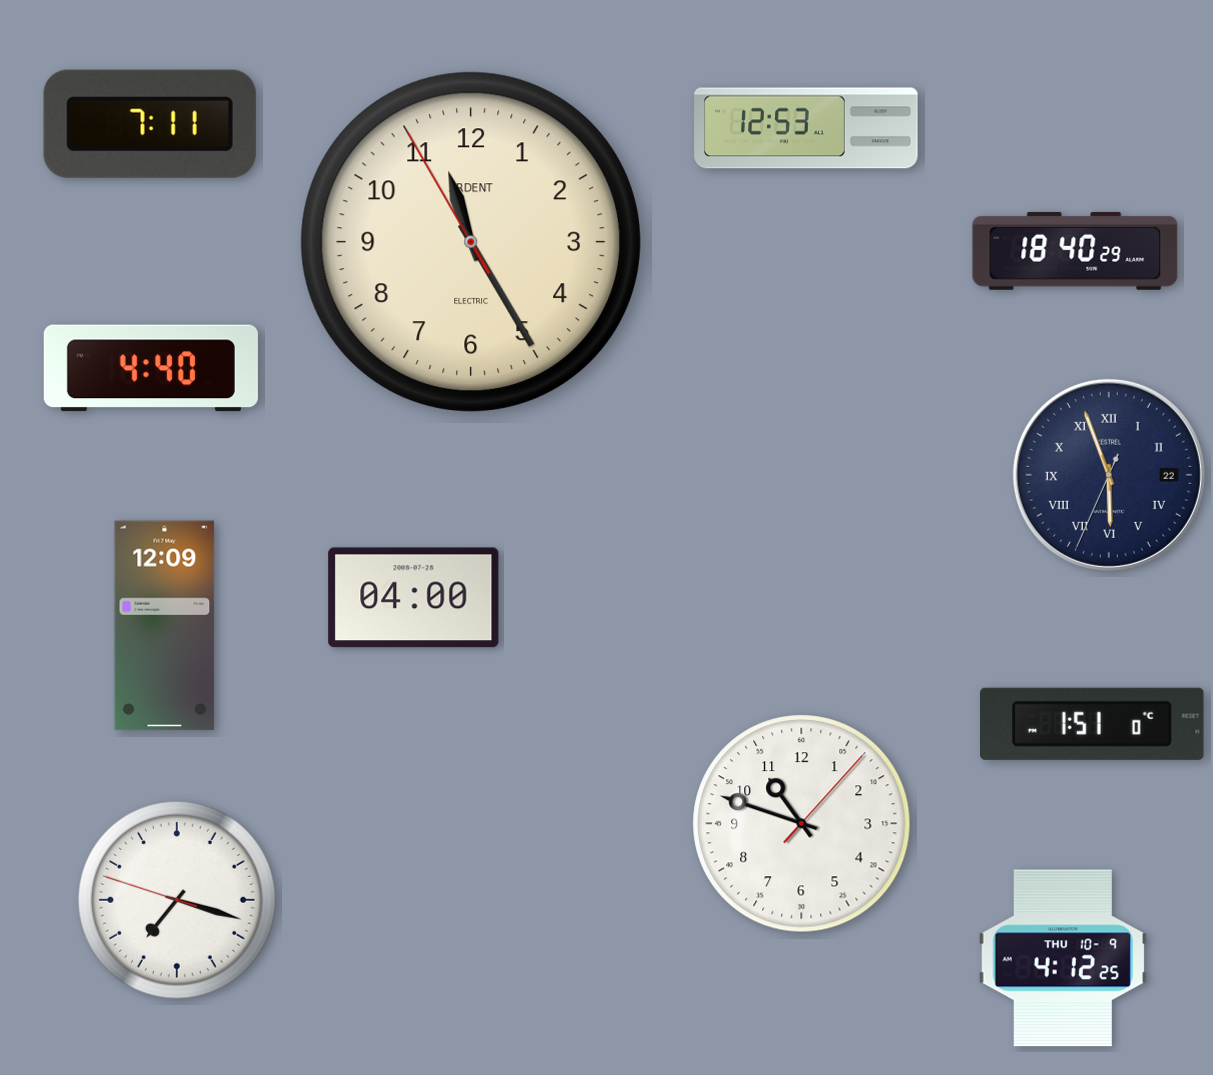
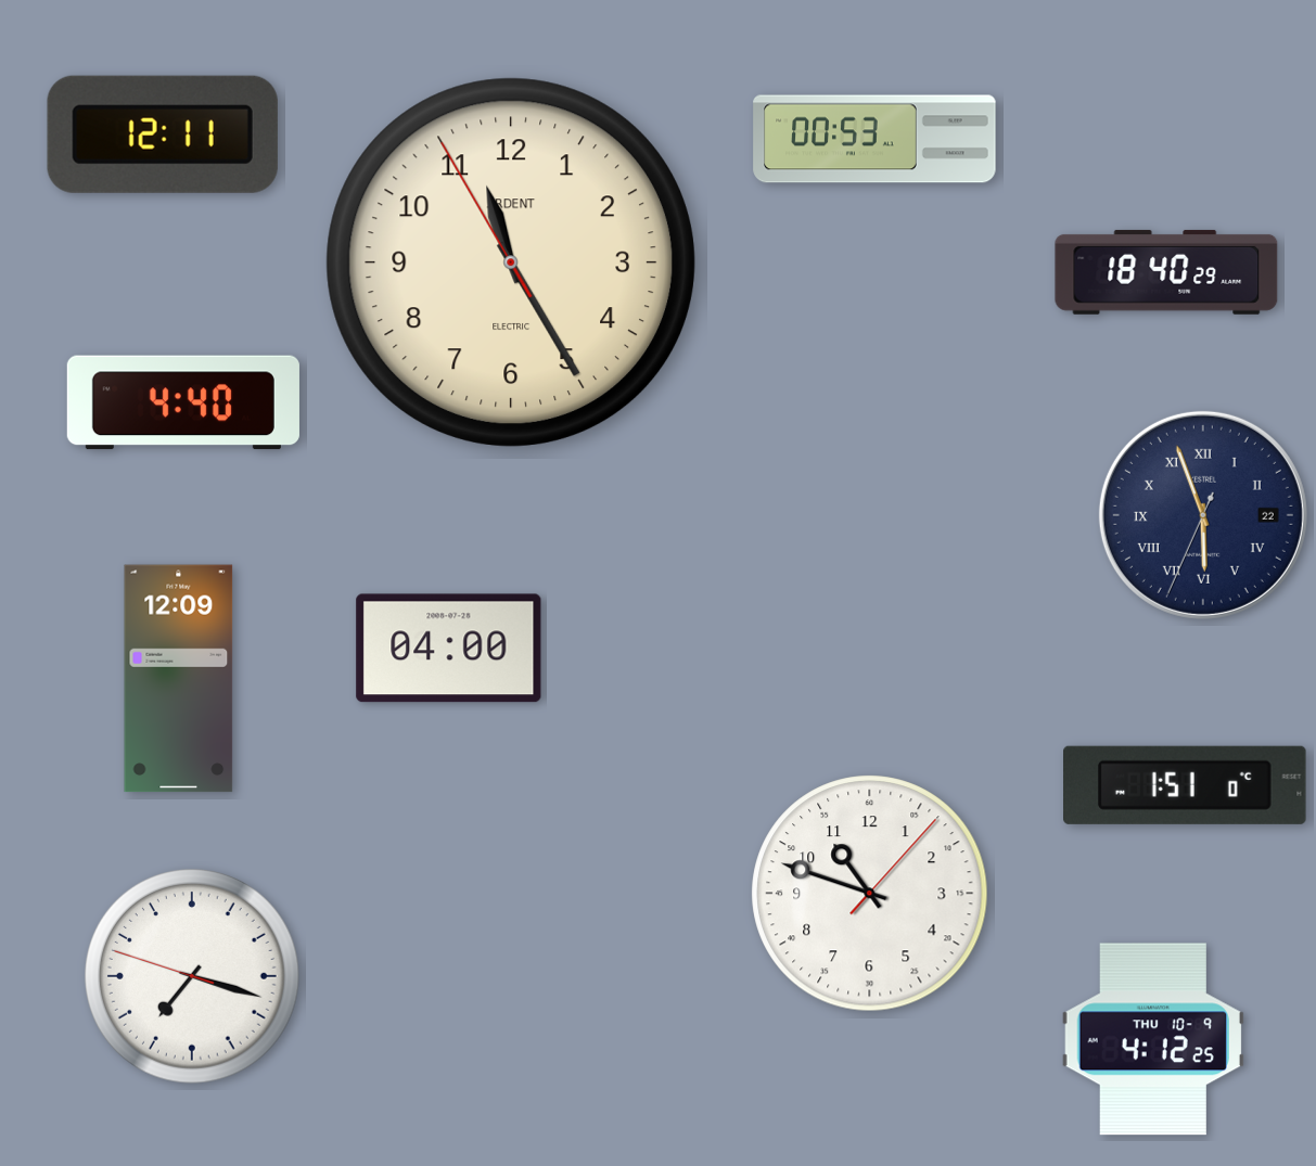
clock at (150, 124): 7:11 -> 12:11
clock at (806, 128): 12:53 -> 00:53
clock at (151, 368) position: (151, 368) -> (183, 402)
